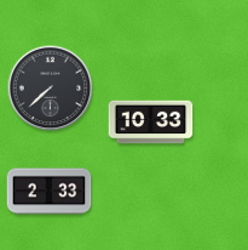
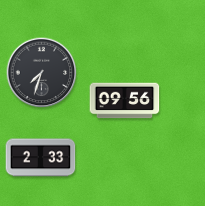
clock at (51, 89): 7:38 -> 7:33
clock at (151, 123): 10:33 -> 09:56
